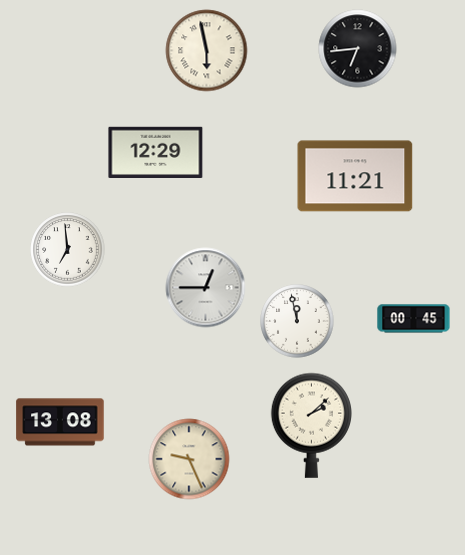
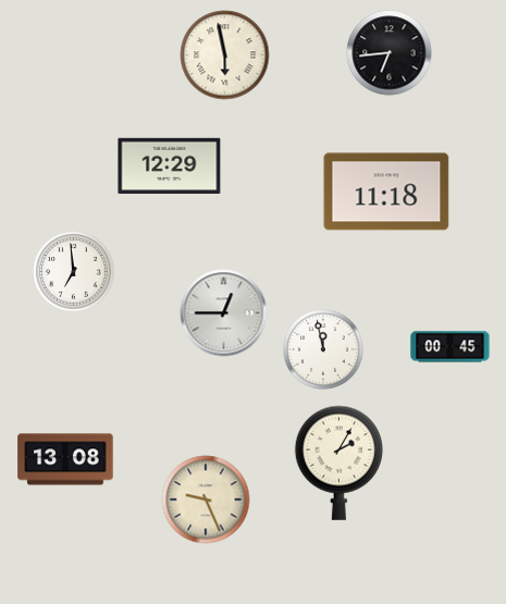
clock at (355, 176): 11:21 -> 11:18
clock at (311, 425): 2:08 -> 2:05
